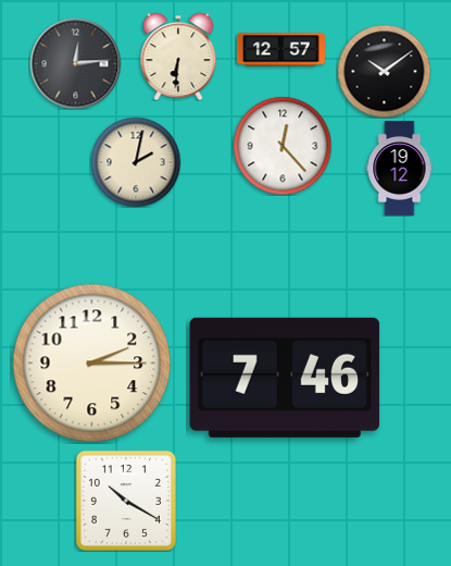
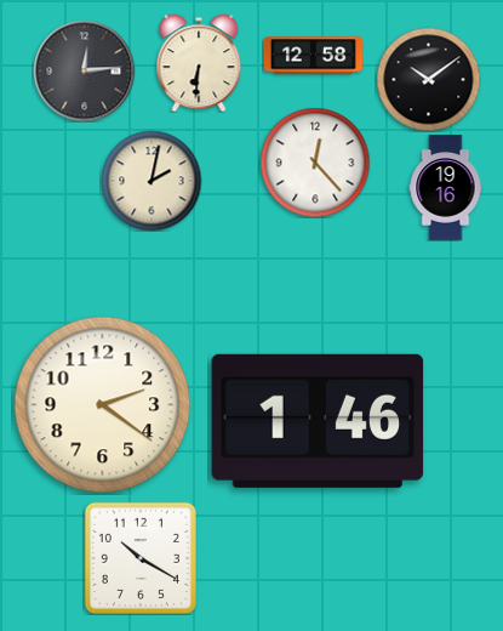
clock at (280, 50): 12:57 -> 12:58
clock at (400, 169): 19:12 -> 19:16
clock at (92, 364): 2:15 -> 2:21
clock at (285, 378): 7:46 -> 1:46
